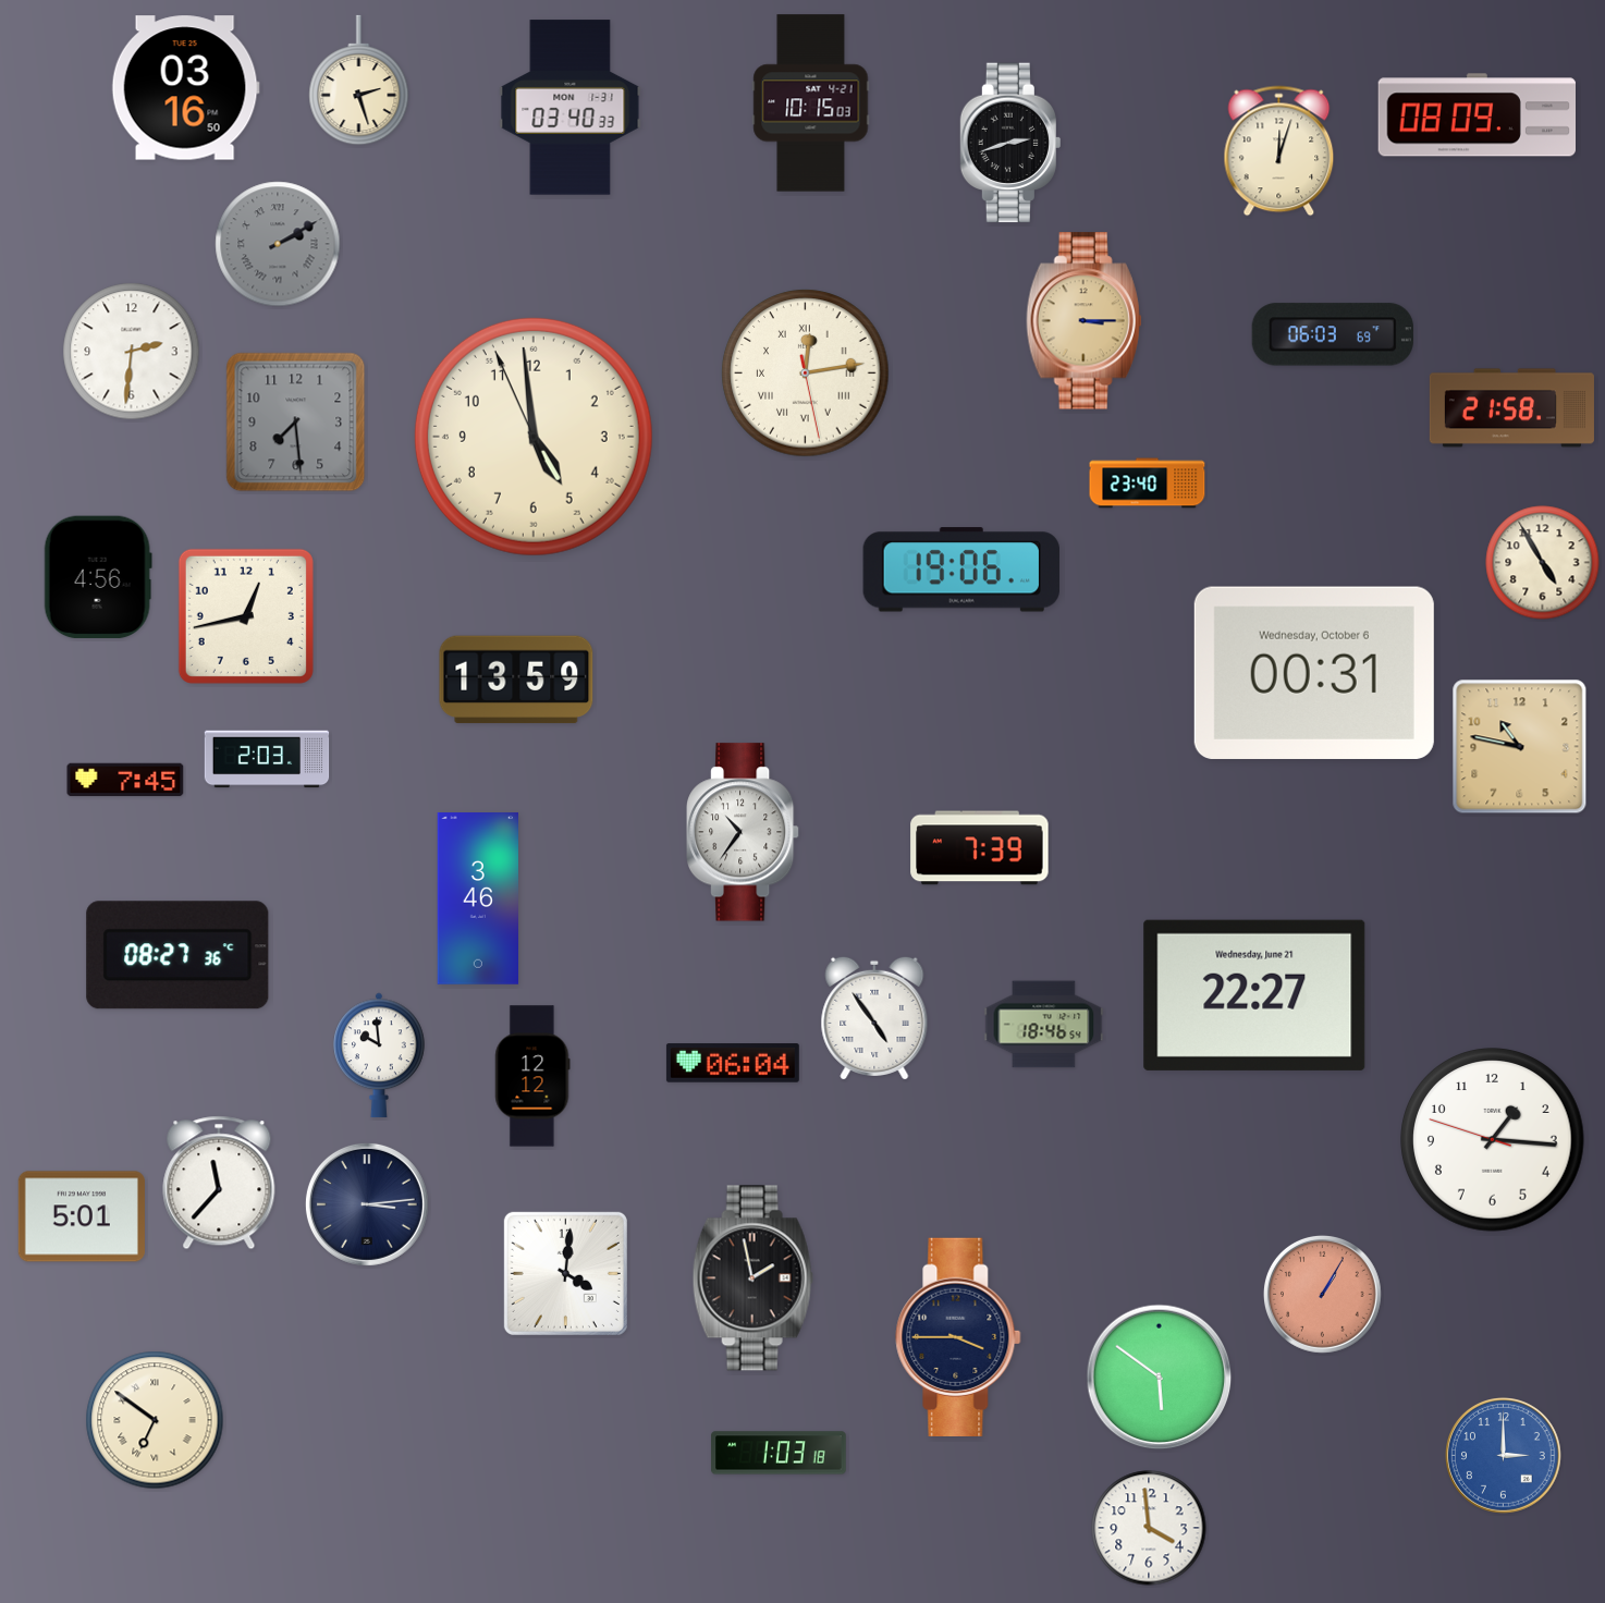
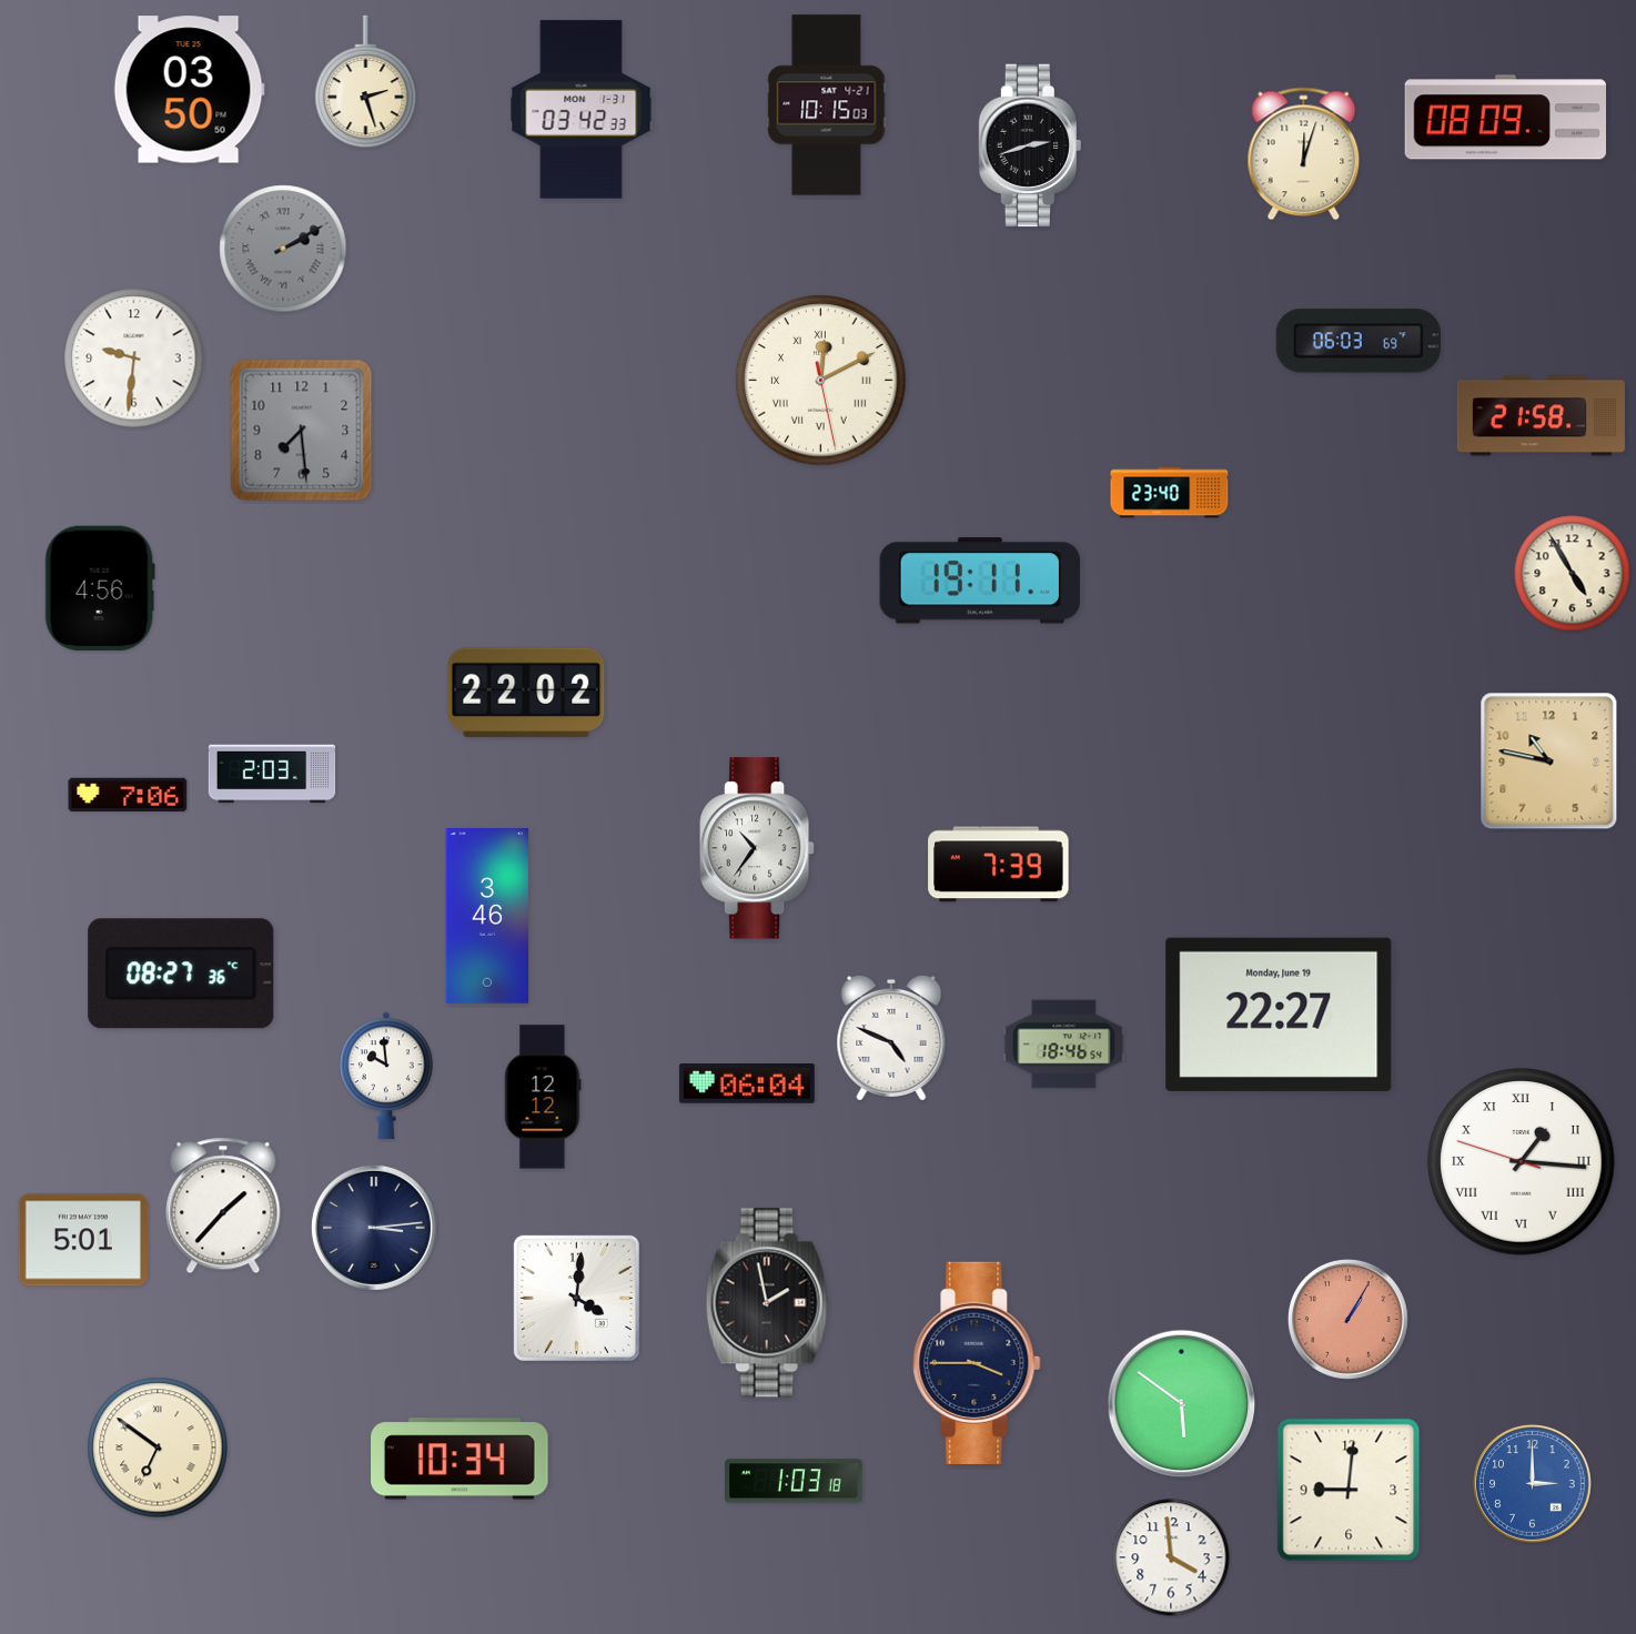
clock at (185, 88): 03:16 -> 03:50
clock at (571, 108): 03:40 -> 03:42
clock at (1085, 321): 3:15 -> none
clock at (132, 352): 2:31 -> 9:31
clock at (806, 374): 12:13 -> 12:10
clock at (534, 437): 4:58 -> none
clock at (961, 570): 19:06 -> 19:11
clock at (246, 616): 12:43 -> none
clock at (1314, 673): 00:31 -> none
clock at (516, 680): 13:59 -> 22:02
clock at (125, 780): 7:45 -> 7:06
clock at (1254, 995) date: Wednesday, June 21 -> Monday, June 19
clock at (874, 1018): 4:54 -> 4:49
clock at (1493, 1140) numerals: Arabic -> Roman
clock at (219, 1183): 11:37 -> 1:37
clock at (460, 1459): none -> 10:34
clock at (1349, 1490): none -> 9:01
